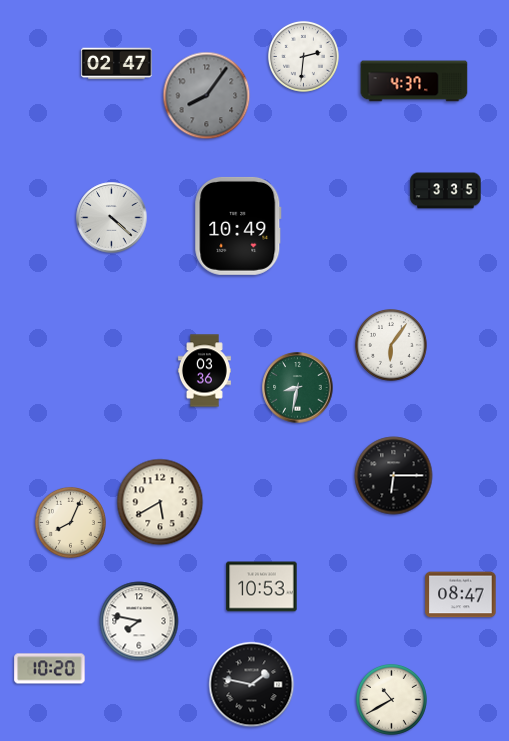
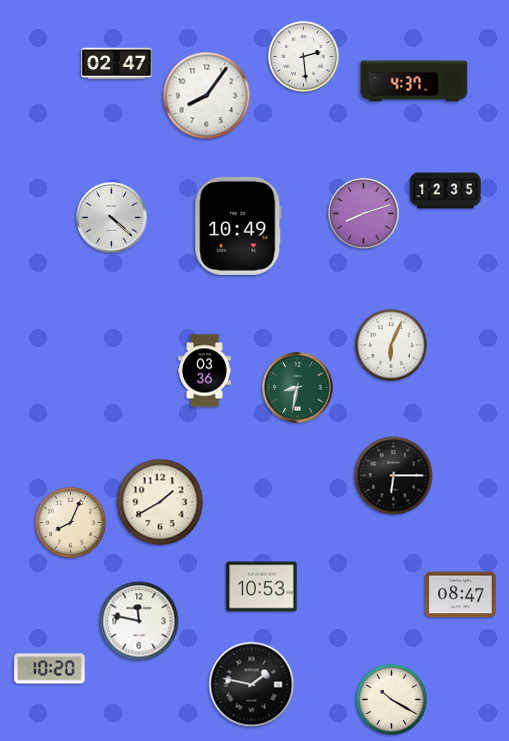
clock at (303, 56): 2:31 -> 2:29
clock at (207, 96) dial: grey -> white
clock at (446, 191): 3:35 -> 12:35
clock at (364, 214): none -> 8:12
clock at (392, 346): 6:06 -> 6:04
clock at (160, 502): 5:40 -> 1:40
clock at (139, 621): 7:47 -> 11:47
clock at (391, 699): 10:40 -> 10:20
